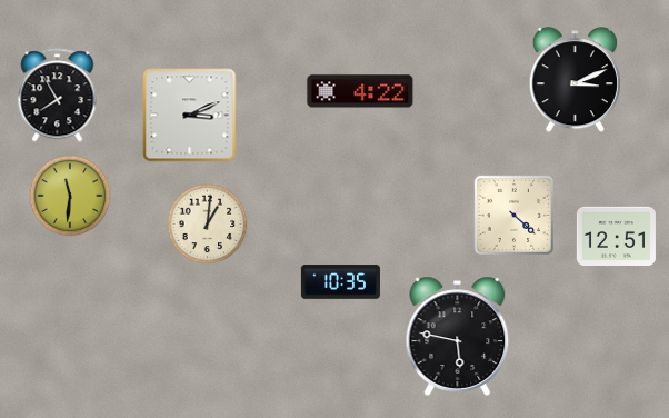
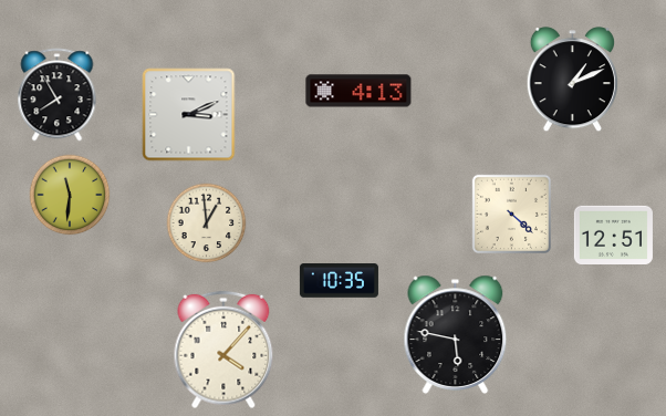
clock at (575, 80): 3:11 -> 1:11
clock at (360, 91): 4:22 -> 4:13
clock at (208, 225): 1:01 -> 12:59
clock at (223, 350): none -> 4:07
